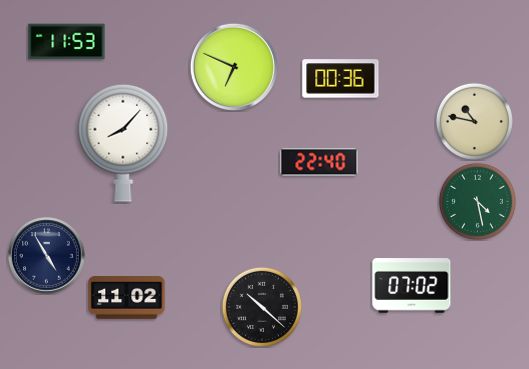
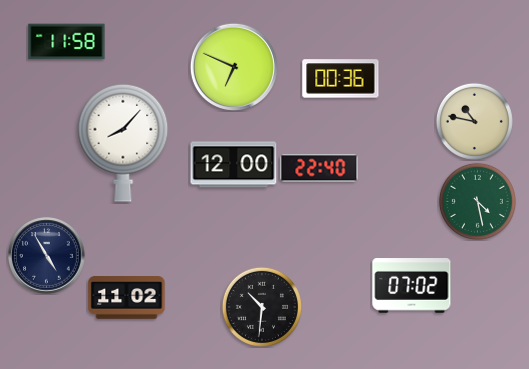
clock at (67, 42): 11:53 -> 11:58
clock at (319, 162) position: (319, 162) -> (319, 168)
clock at (234, 165): none -> 12:00
clock at (262, 307): 10:22 -> 10:31
